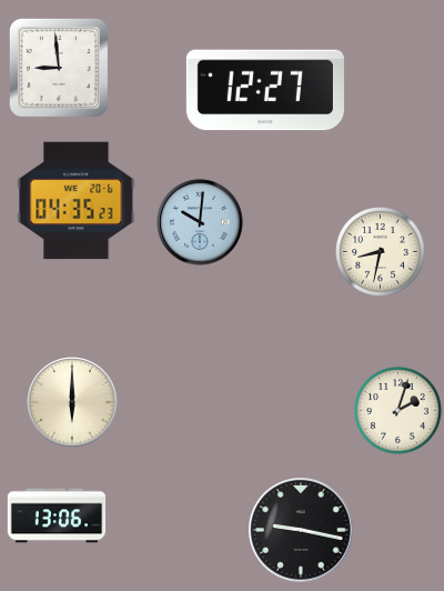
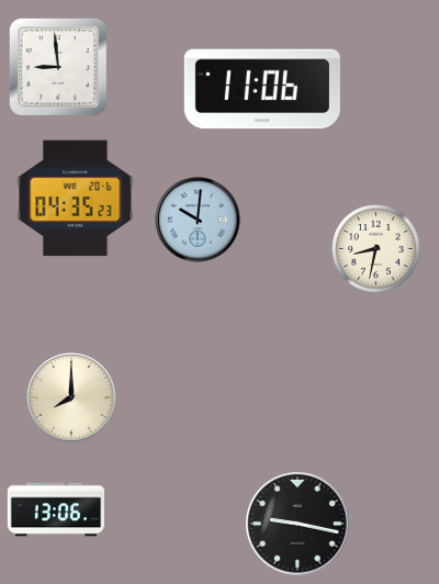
clock at (265, 90): 12:27 -> 11:06
clock at (72, 402): 6:00 -> 8:00
clock at (397, 410): 2:03 -> none
